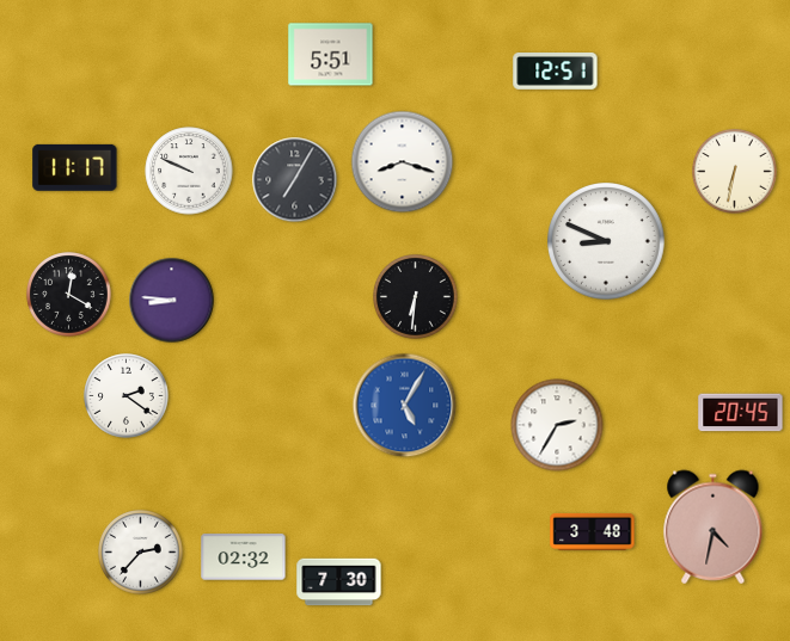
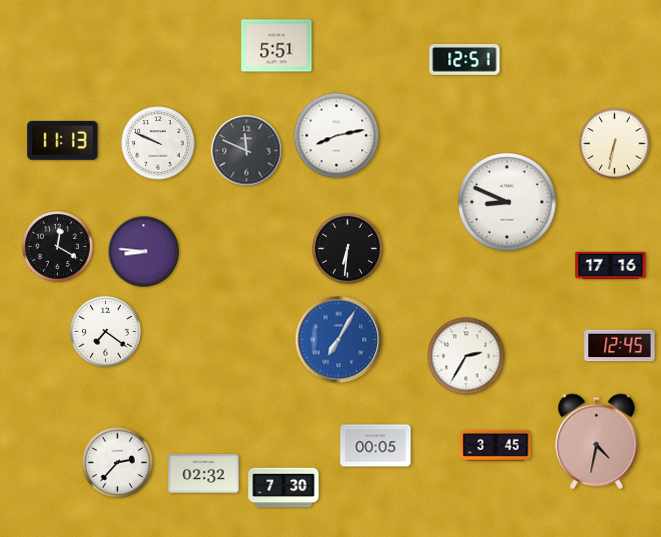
clock at (403, 162): 8:18 -> 8:13
clock at (75, 167): 11:17 -> 11:13
clock at (295, 180): 7:05 -> 11:49
clock at (611, 266): none -> 17:16
clock at (127, 396): 2:21 -> 7:21
clock at (405, 406): 5:05 -> 7:05
clock at (741, 413): 20:45 -> 12:45
clock at (593, 531): 3:48 -> 3:45
clock at (376, 446): none -> 00:05
clock at (244, 557) position: (244, 557) -> (204, 474)
